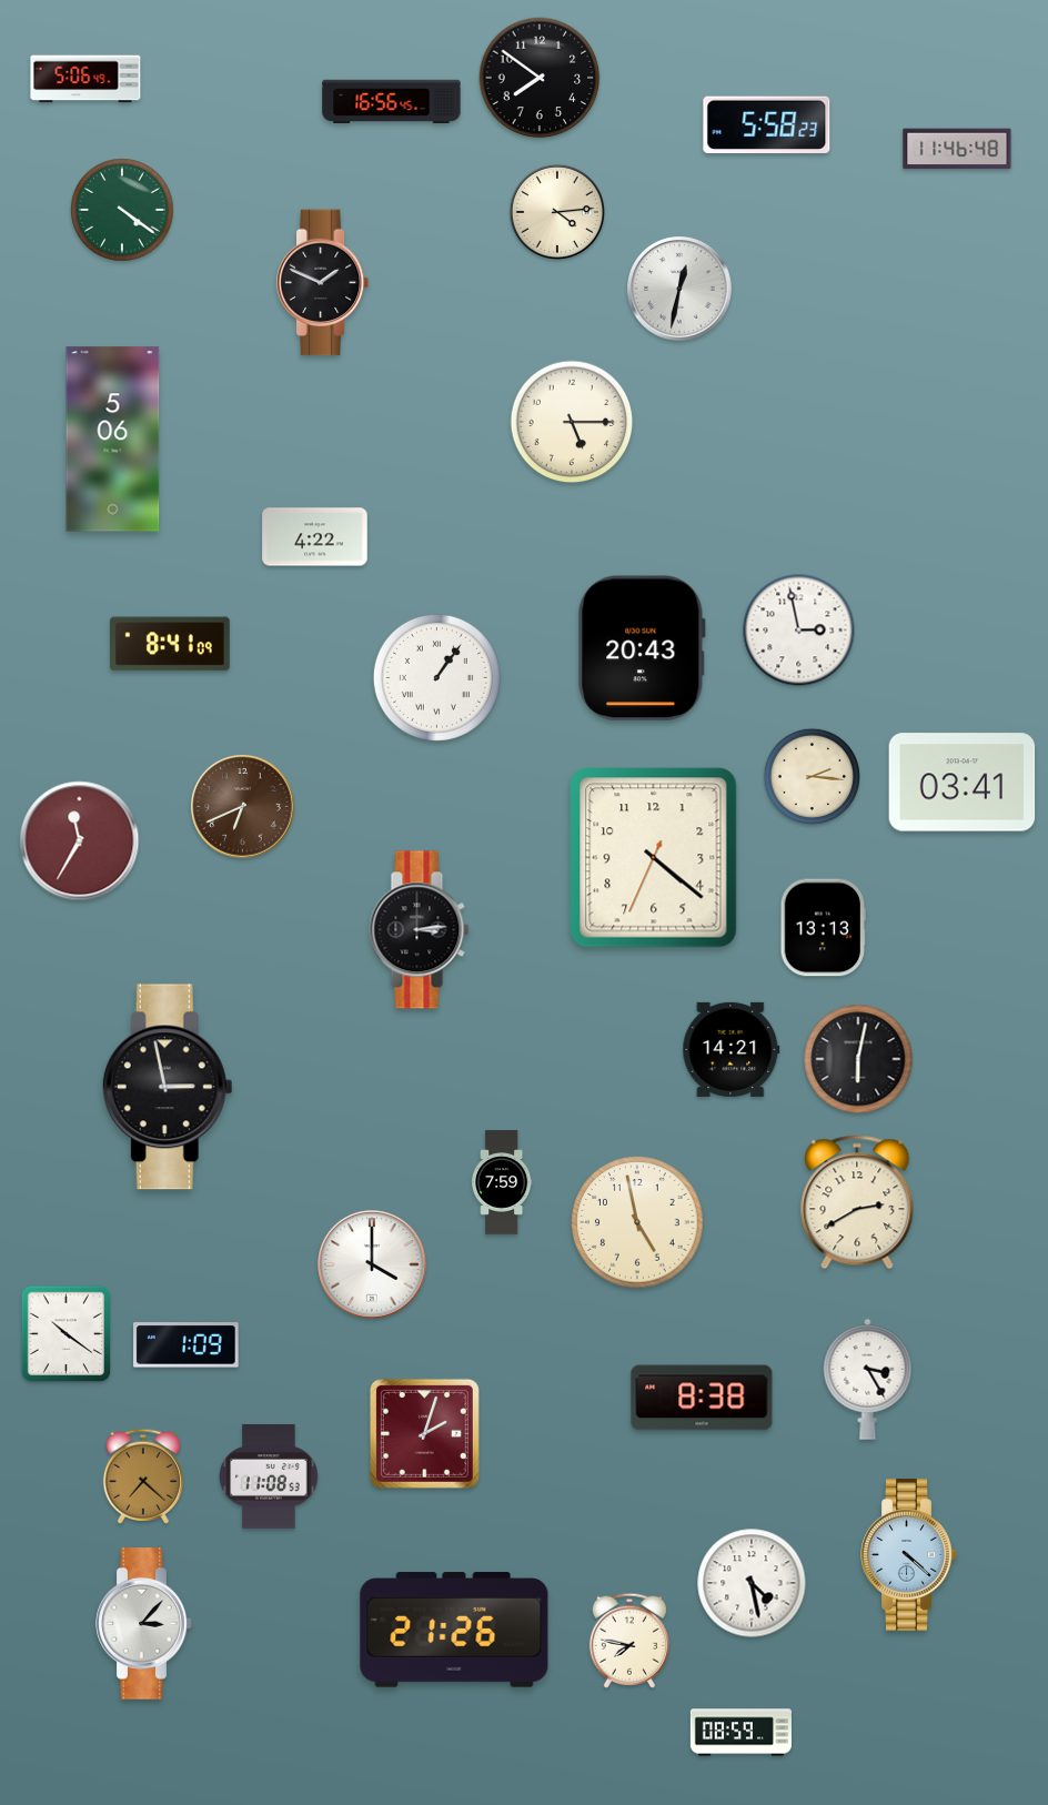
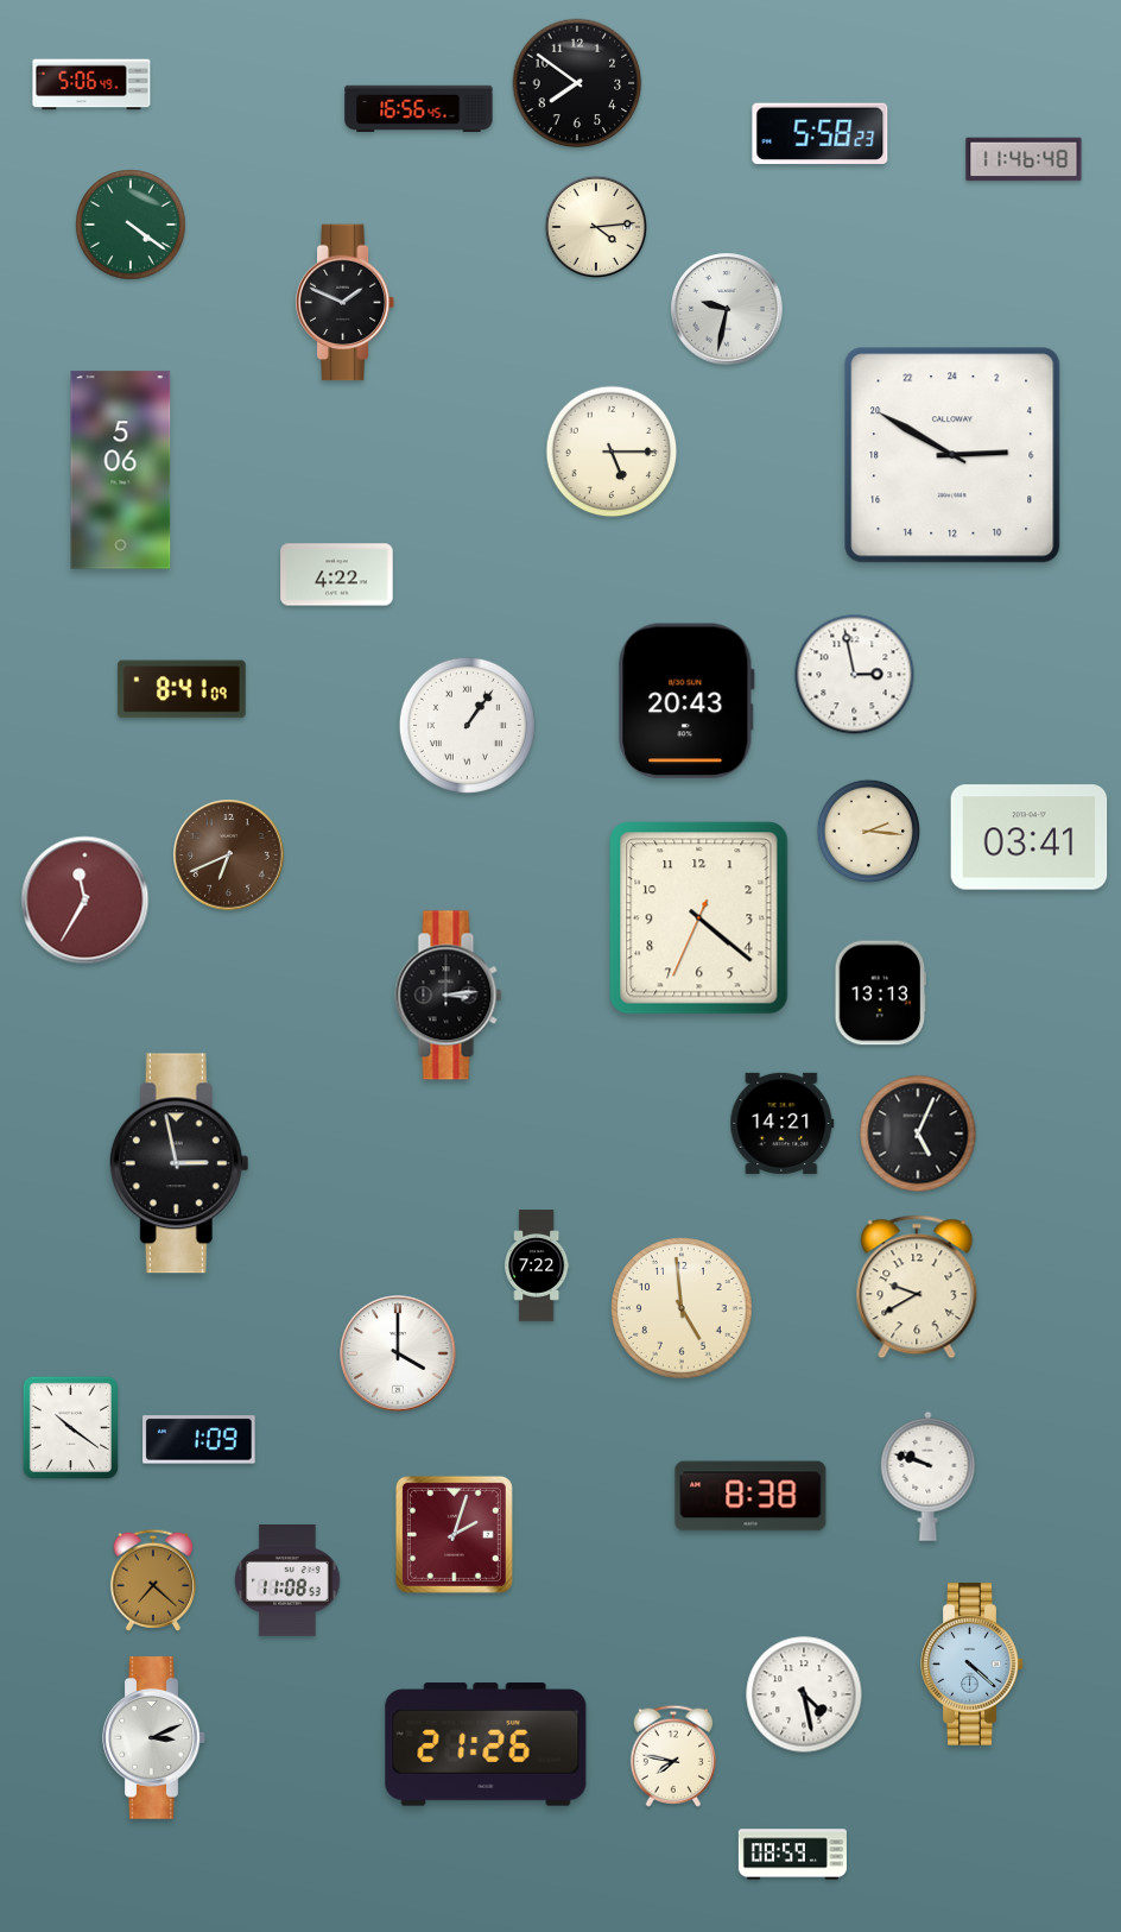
clock at (679, 289): 12:32 -> 9:32
clock at (952, 455): none -> 5:50
clock at (642, 648) position: (642, 648) -> (686, 701)
clock at (243, 807) position: (243, 807) -> (229, 855)
clock at (858, 1059): 6:02 -> 5:04
clock at (502, 1182): 7:59 -> 7:22
clock at (857, 1202): 2:40 -> 9:40
clock at (637, 1222): 4:58 -> 4:59
clock at (868, 1379): 3:25 -> 9:48
clock at (144, 1624): 3:07 -> 3:11
